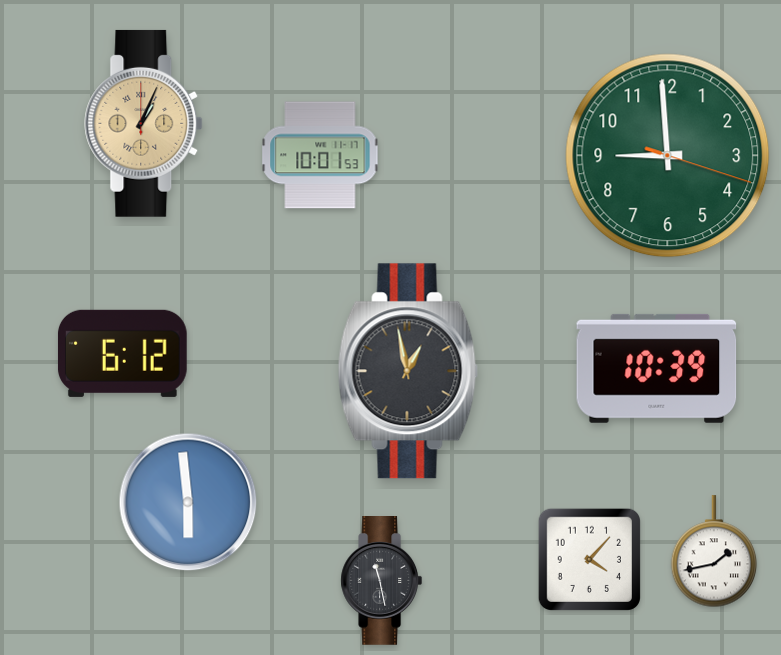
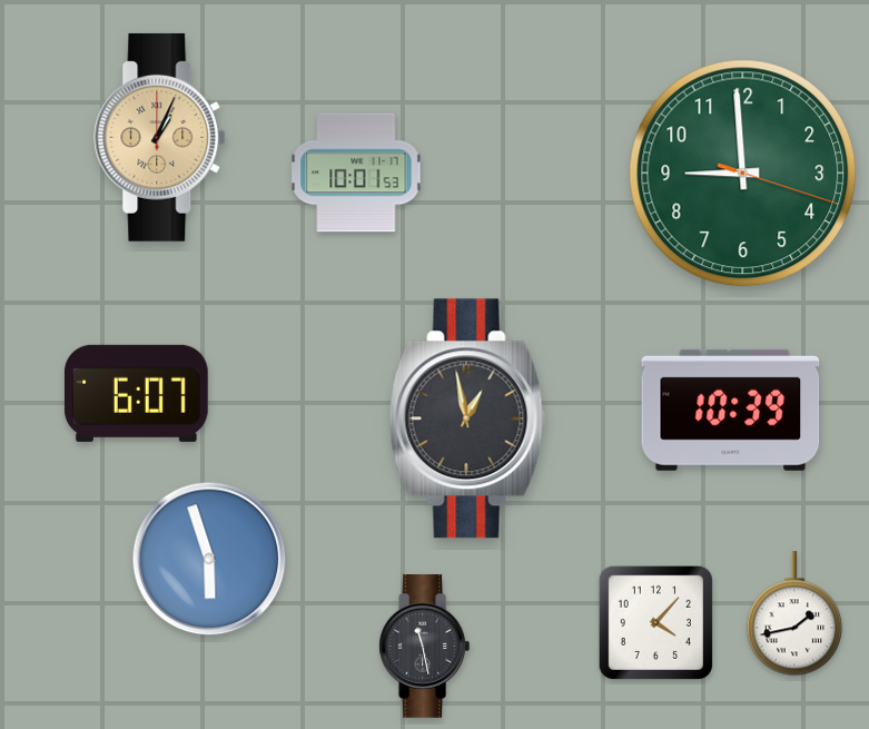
clock at (122, 353): 6:12 -> 6:07
clock at (408, 371) position: (408, 371) -> (467, 418)
clock at (188, 502): 5:59 -> 5:57
